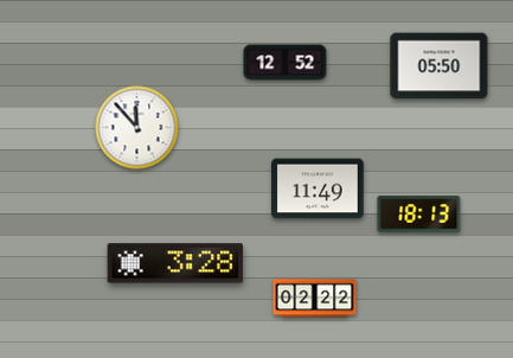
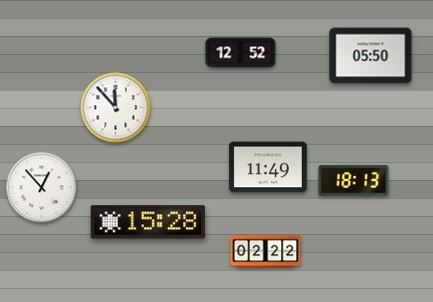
clock at (318, 188) position: (318, 188) -> (268, 167)
clock at (42, 188): none -> 12:53
clock at (175, 263): 3:28 -> 15:28
